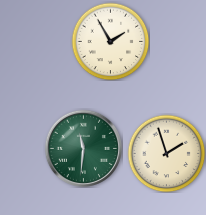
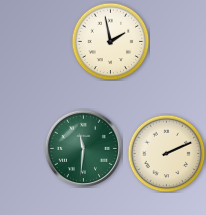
clock at (110, 41): 1:55 -> 1:58
clock at (166, 153): 1:57 -> 2:11
